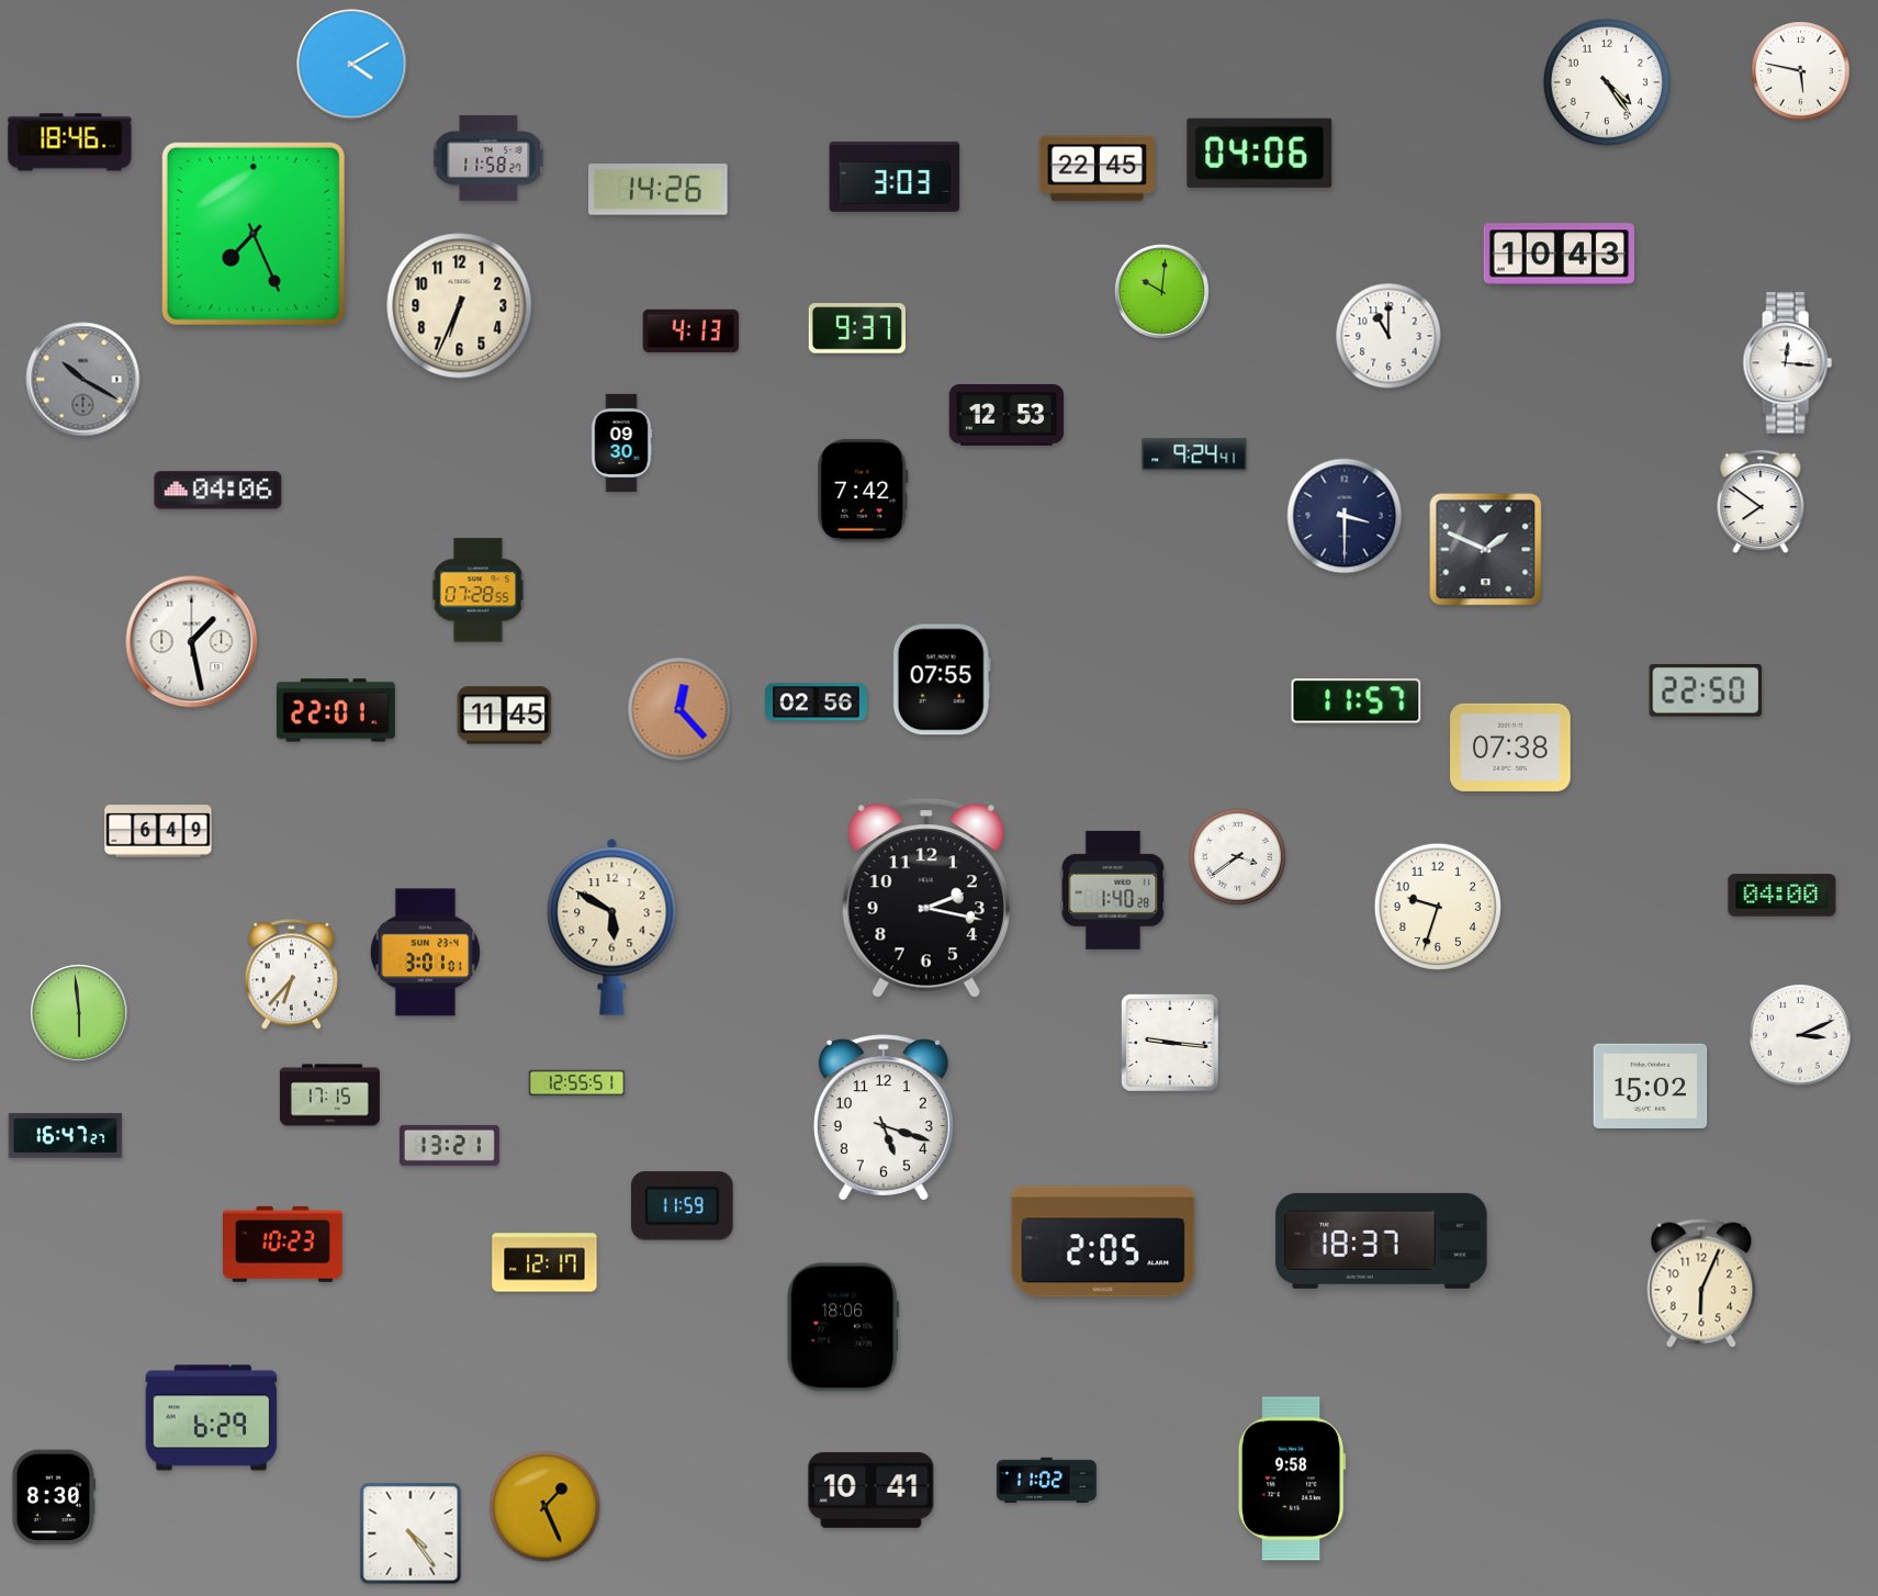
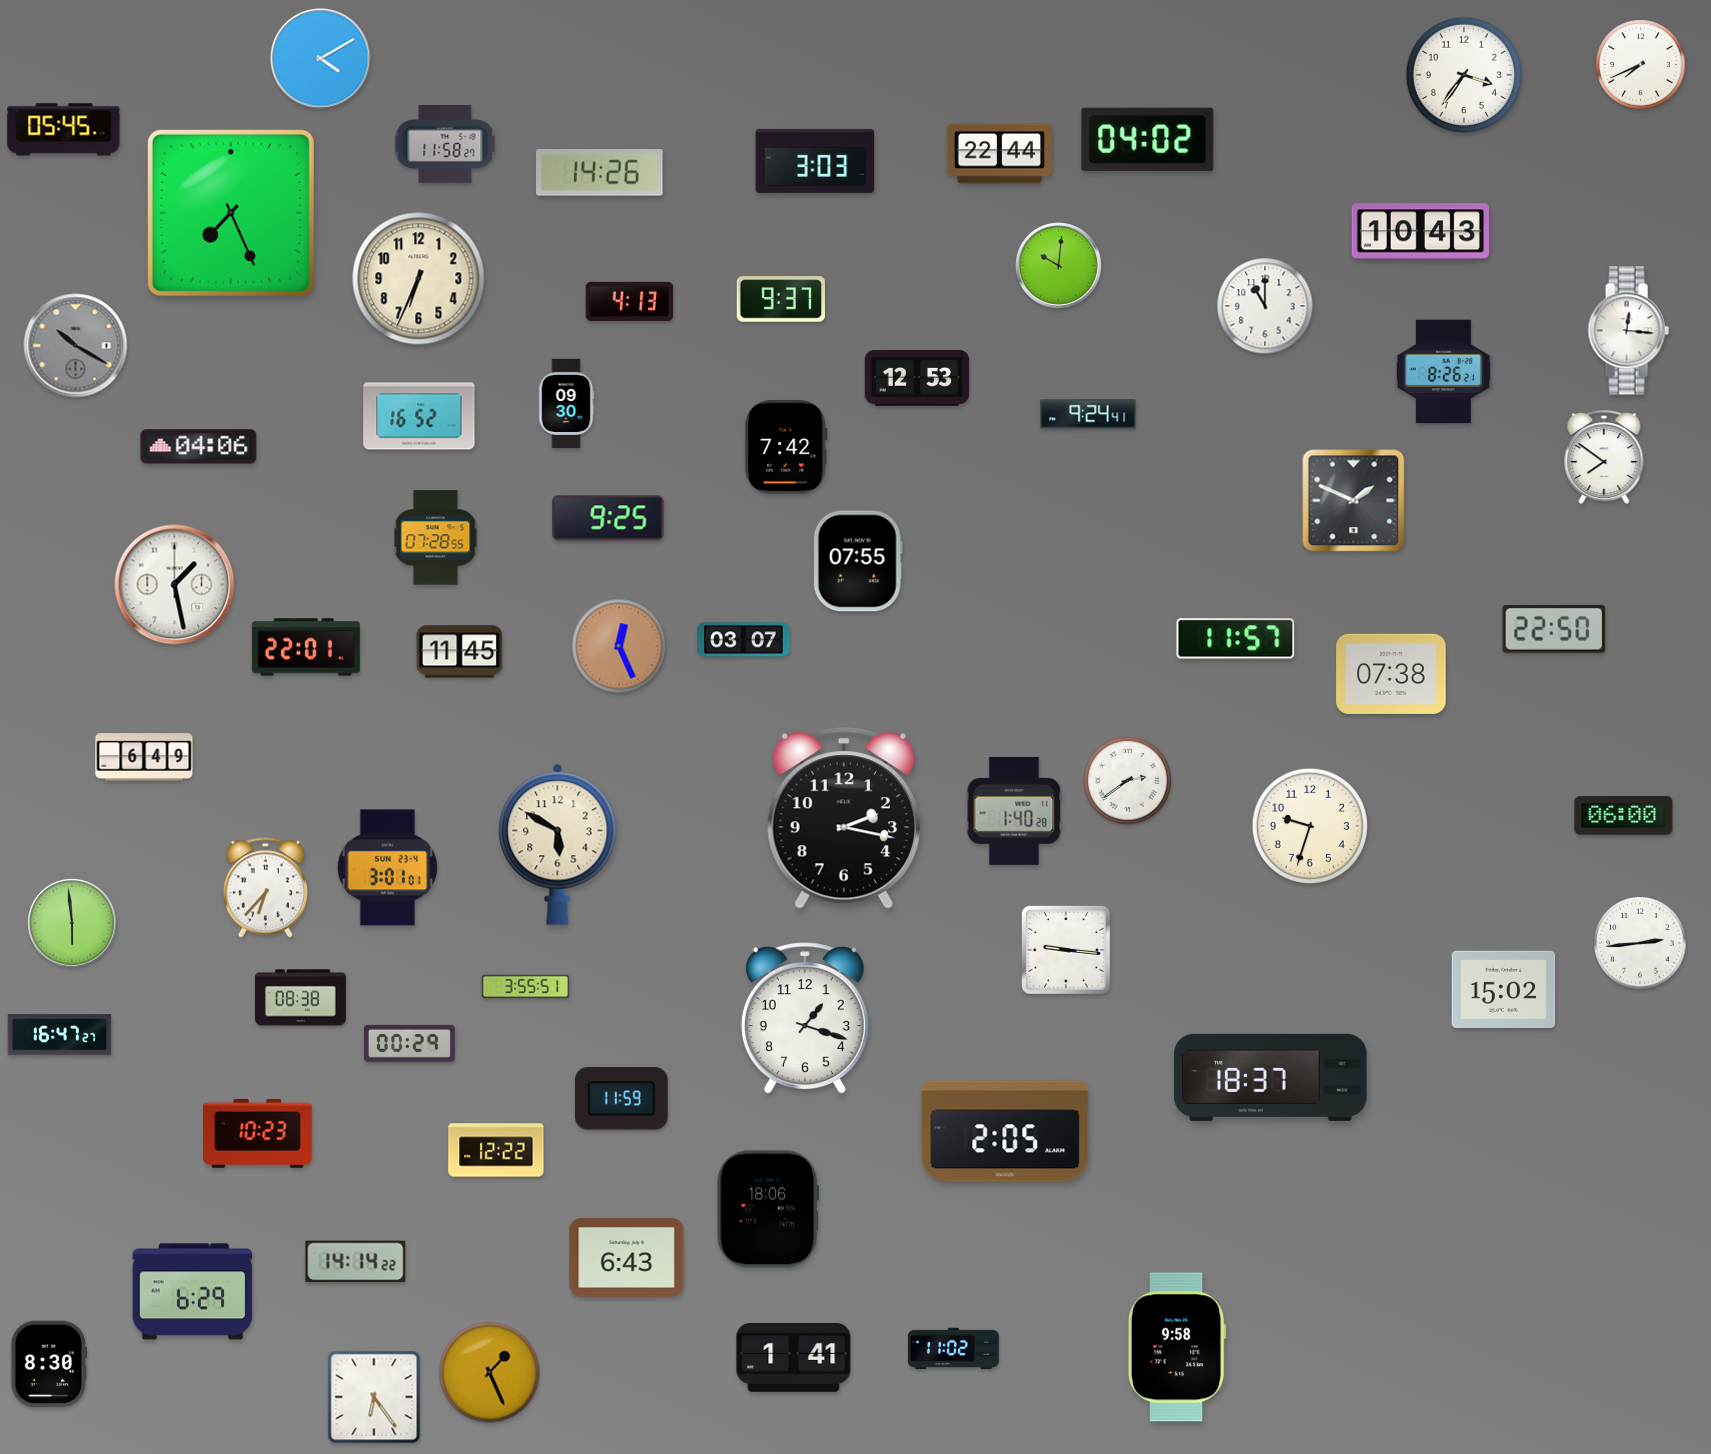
clock at (1801, 71): 5:47 -> 7:41
clock at (1607, 82): 4:24 -> 3:36
clock at (70, 143): 18:46 -> 05:45
clock at (1260, 153): 04:06 -> 04:02
clock at (1097, 169): 22:45 -> 22:44
clock at (1443, 372): none -> 8:26
clock at (419, 416): none -> 16:52
clock at (1345, 516): 3:30 -> none
clock at (608, 518): none -> 9:25
clock at (942, 679) position: (942, 679) -> (858, 561)
clock at (817, 703): 02:56 -> 03:07
clock at (679, 709): 12:23 -> 12:26
clock at (1510, 748) position: (1510, 748) -> (1391, 674)
clock at (1238, 857): 3:39 -> 2:39
clock at (1783, 896): 04:00 -> 06:00
clock at (1800, 1035): 3:11 -> 2:44
clock at (577, 1083): 12:55 -> 3:55
clock at (329, 1095): 17:15 -> 08:38
clock at (884, 1117): 5:18 -> 1:18
clock at (449, 1145): 13:21 -> 00:29
clock at (1382, 1240) position: (1382, 1240) -> (1271, 1077)
clock at (544, 1262): 12:17 -> 12:22
clock at (1701, 1283): 6:04 -> none
clock at (627, 1257): none -> 6:43
clock at (356, 1262): none -> 14:14
clock at (871, 1490): 10:41 -> 1:41
clock at (546, 1507) position: (546, 1507) -> (490, 1373)
clock at (411, 1533): 4:24 -> 6:24
